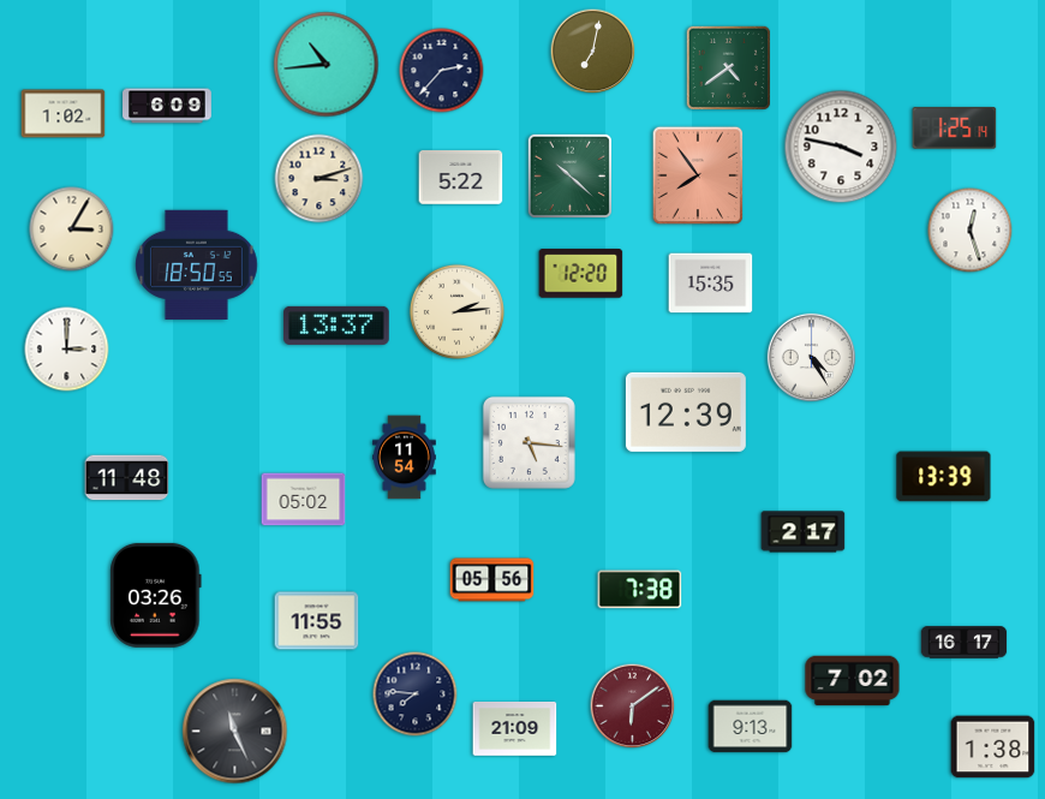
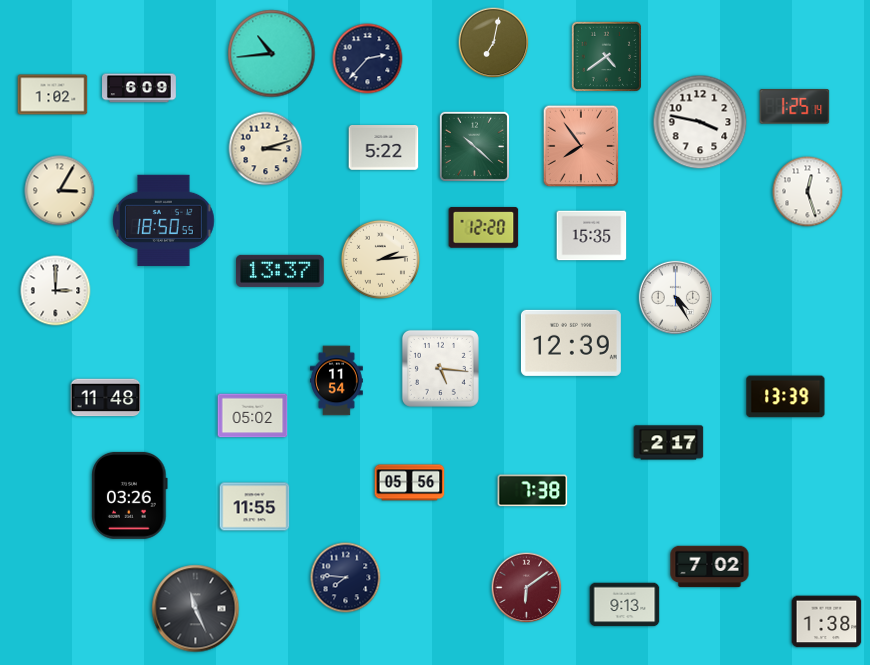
clock at (317, 621) position: (317, 621) -> (255, 507)
clock at (965, 643): 16:17 -> none
clock at (515, 729): 21:09 -> none
